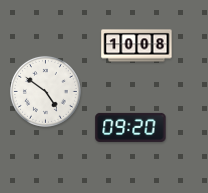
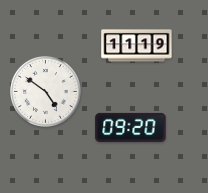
clock at (137, 46): 10:08 -> 11:19
